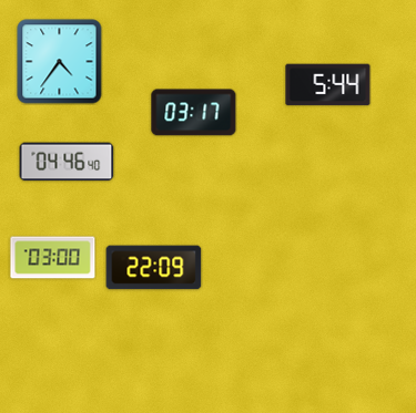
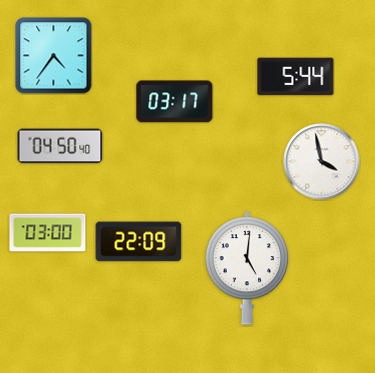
clock at (67, 162): 04:46 -> 04:50
clock at (322, 162): none -> 3:58
clock at (247, 268): none -> 5:01
